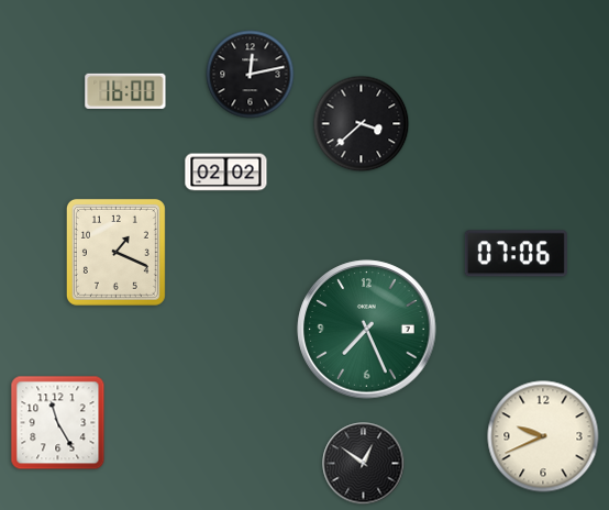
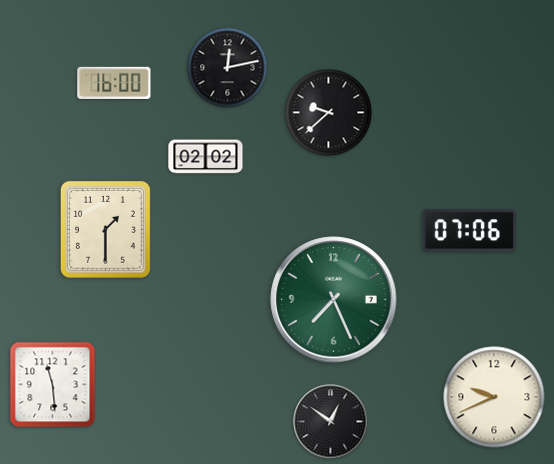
clock at (362, 124): 3:38 -> 9:38
clock at (115, 252): 1:19 -> 1:30
clock at (58, 423): 11:25 -> 11:29
